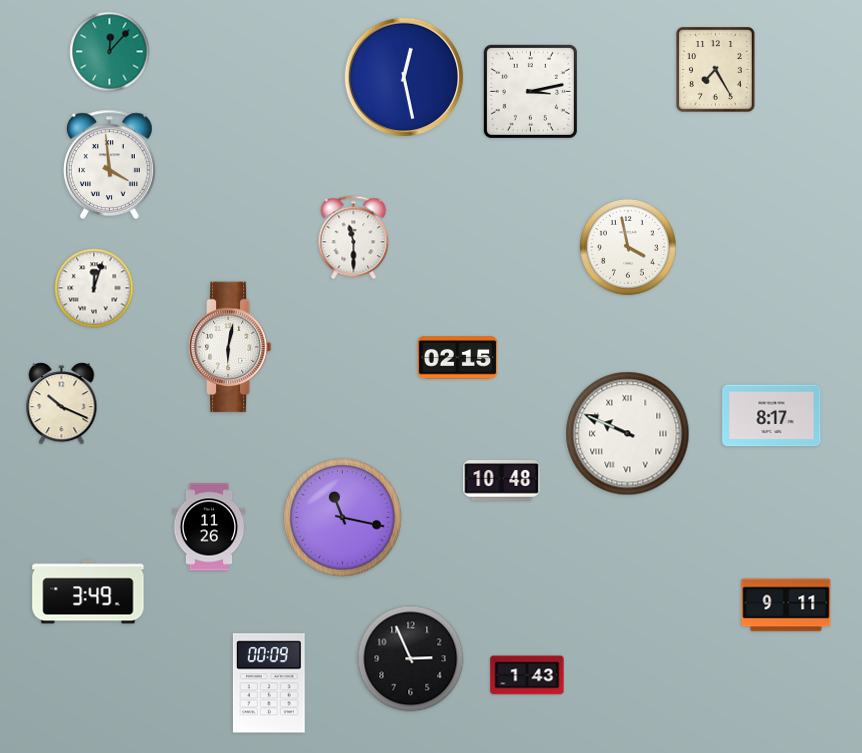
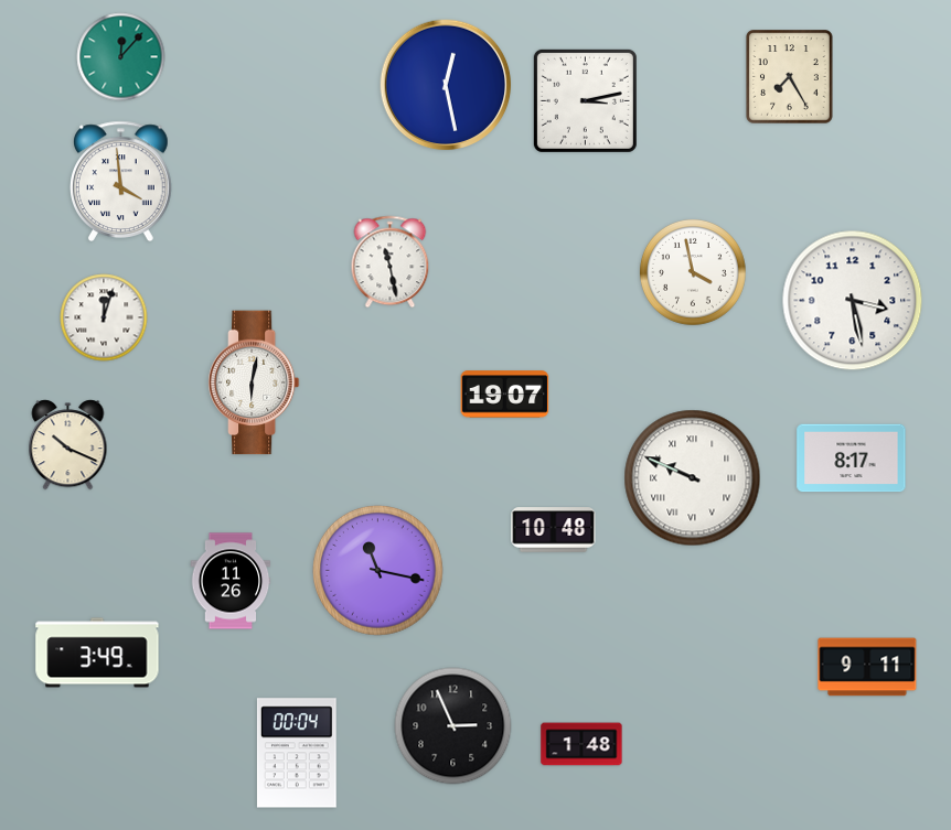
clock at (354, 238): 11:30 -> 11:28
clock at (853, 301): none -> 3:28
clock at (458, 358): 02:15 -> 19:07
clock at (527, 675): 1:43 -> 1:48
clock at (269, 683): 00:09 -> 00:04
